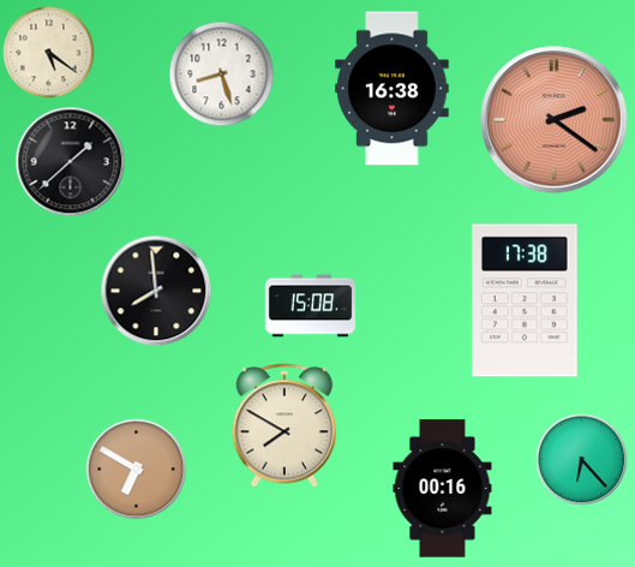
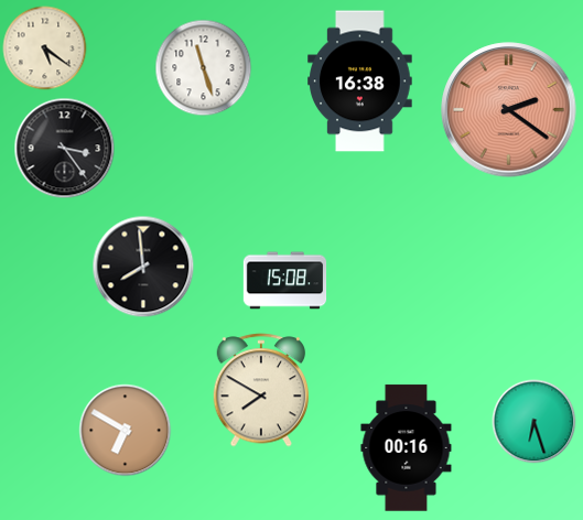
clock at (222, 74): 8:27 -> 11:27
clock at (71, 162): 1:38 -> 3:24
clock at (525, 300): 17:38 -> none
clock at (582, 460): 6:23 -> 6:27
